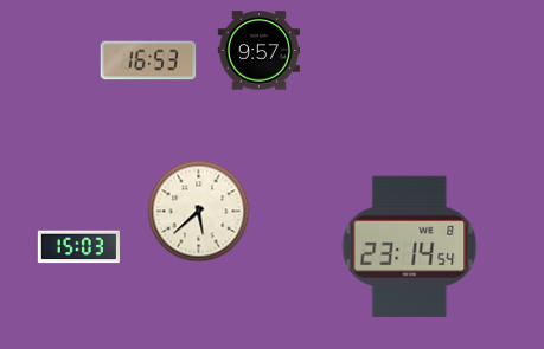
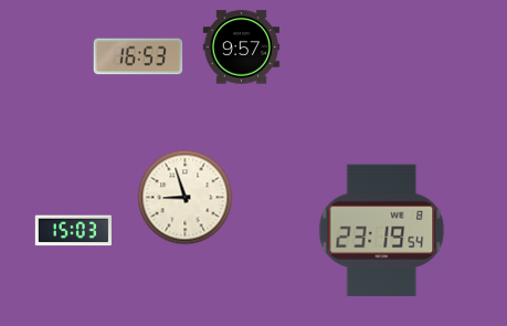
clock at (199, 212): 5:38 -> 8:57
clock at (410, 246): 23:14 -> 23:19
